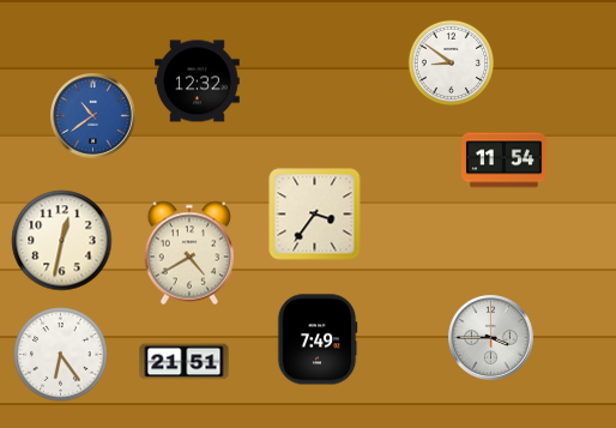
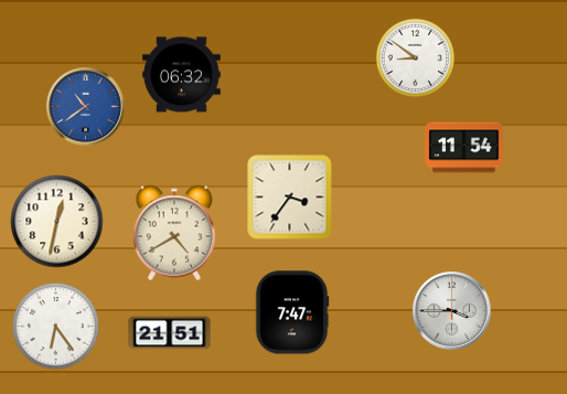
clock at (198, 82): 12:32 -> 06:32
clock at (318, 339): 7:49 -> 7:47
